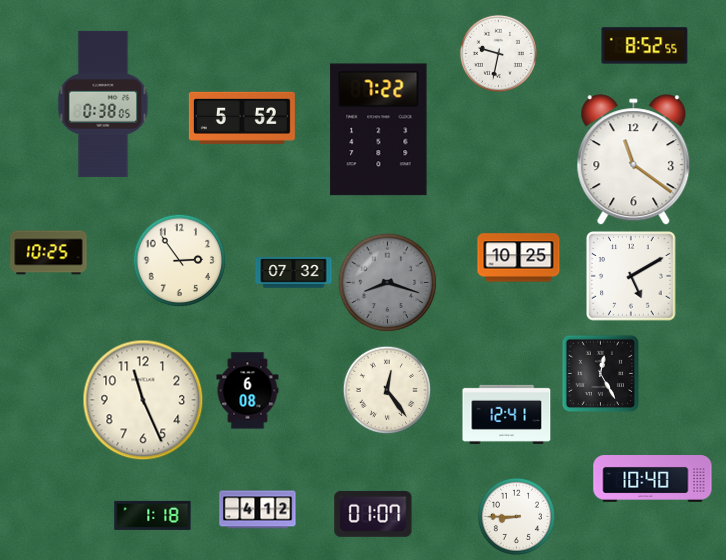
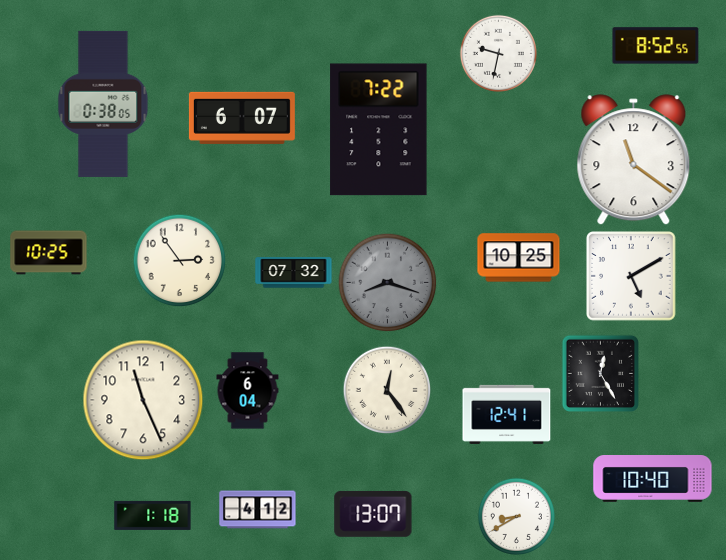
clock at (645, 46) position: (645, 46) -> (656, 46)
clock at (242, 118): 5:52 -> 6:07
clock at (248, 391): 6:08 -> 6:04
clock at (373, 514): 01:07 -> 13:07
clock at (516, 516): 8:45 -> 8:40
